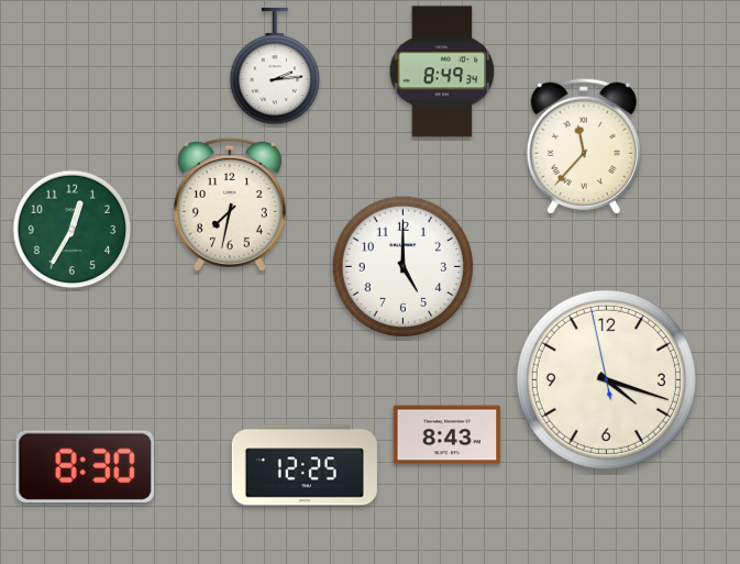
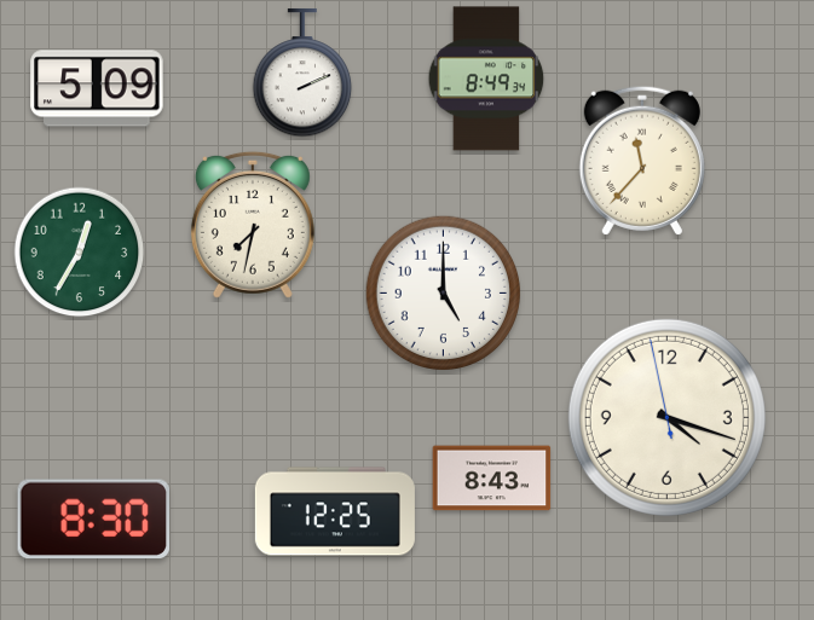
clock at (275, 66): 2:14 -> 2:11
clock at (97, 88): none -> 5:09
clock at (86, 467) position: (86, 467) -> (94, 520)
